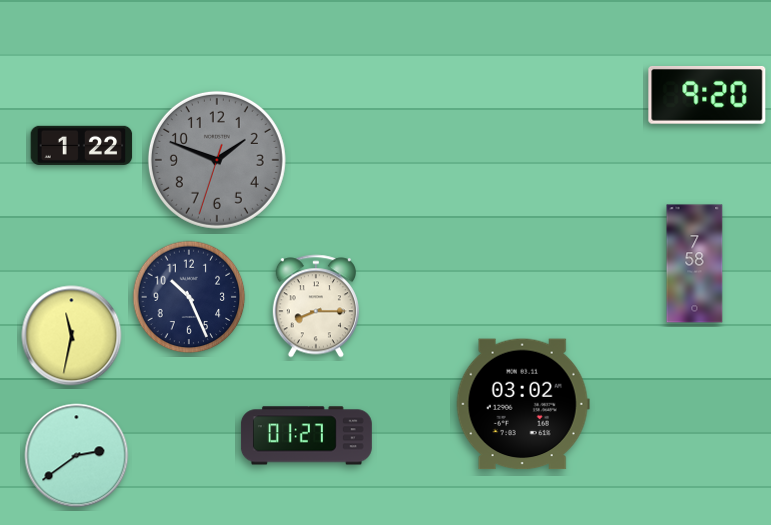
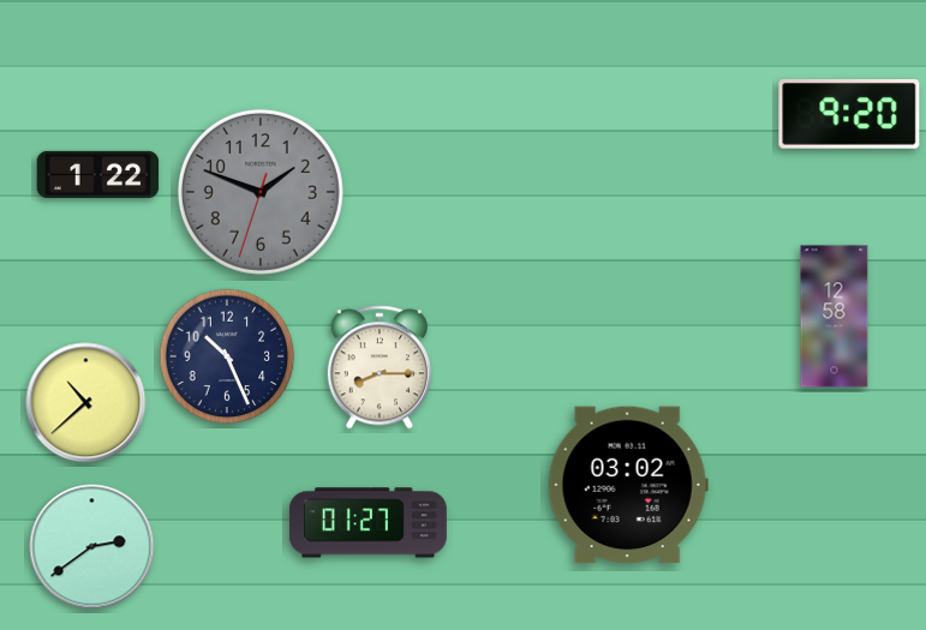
clock at (695, 264): 7:58 -> 12:58
clock at (72, 336): 11:32 -> 10:38
